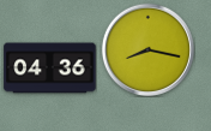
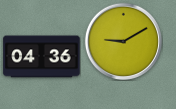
clock at (147, 49): 8:17 -> 9:10
